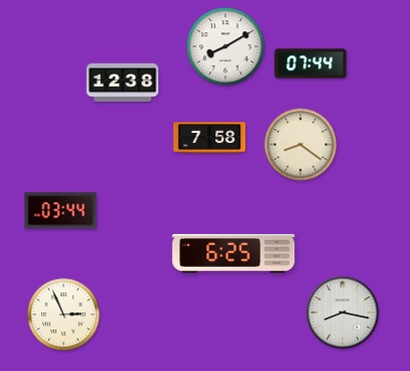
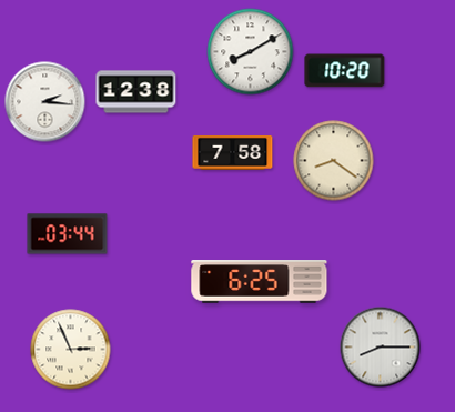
clock at (311, 64): 07:44 -> 10:20
clock at (46, 102): none -> 2:16
clock at (343, 313): 8:17 -> 8:15
